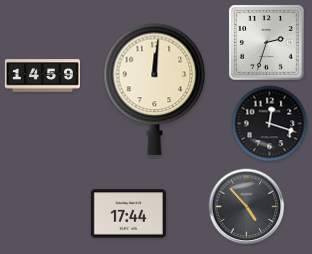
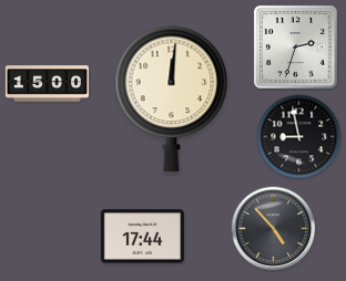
clock at (42, 76): 14:59 -> 15:00
clock at (270, 124): 12:18 -> 8:58
